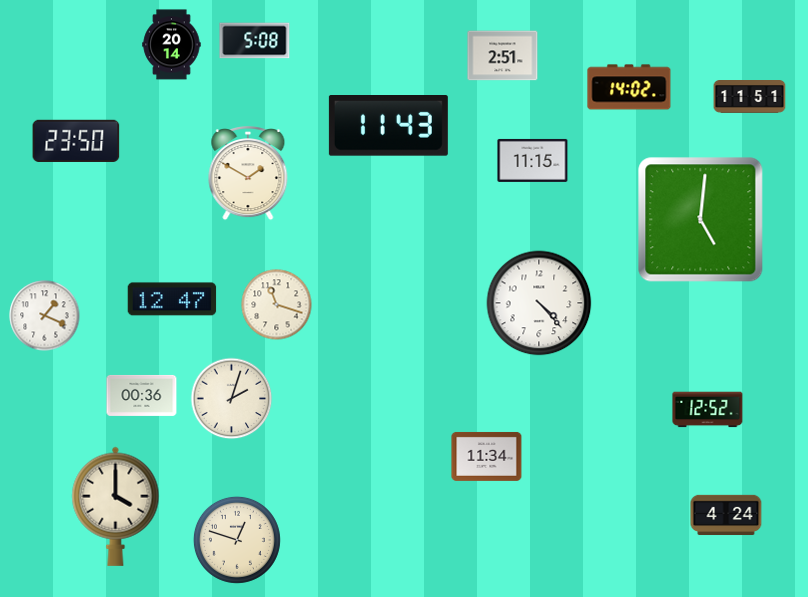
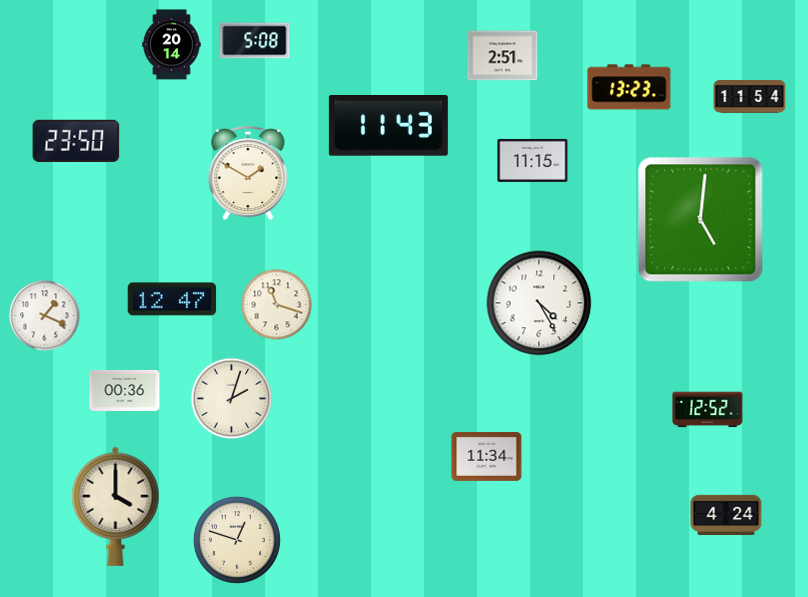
clock at (629, 87): 14:02 -> 13:23
clock at (750, 97): 11:51 -> 11:54
clock at (539, 303): 4:23 -> 4:25
clock at (142, 395) position: (142, 395) -> (125, 390)
